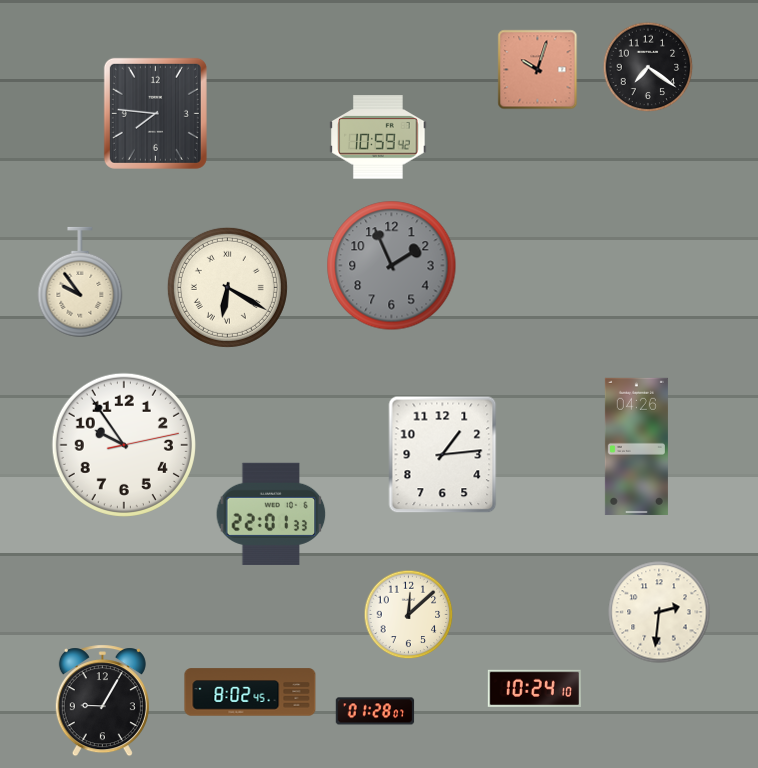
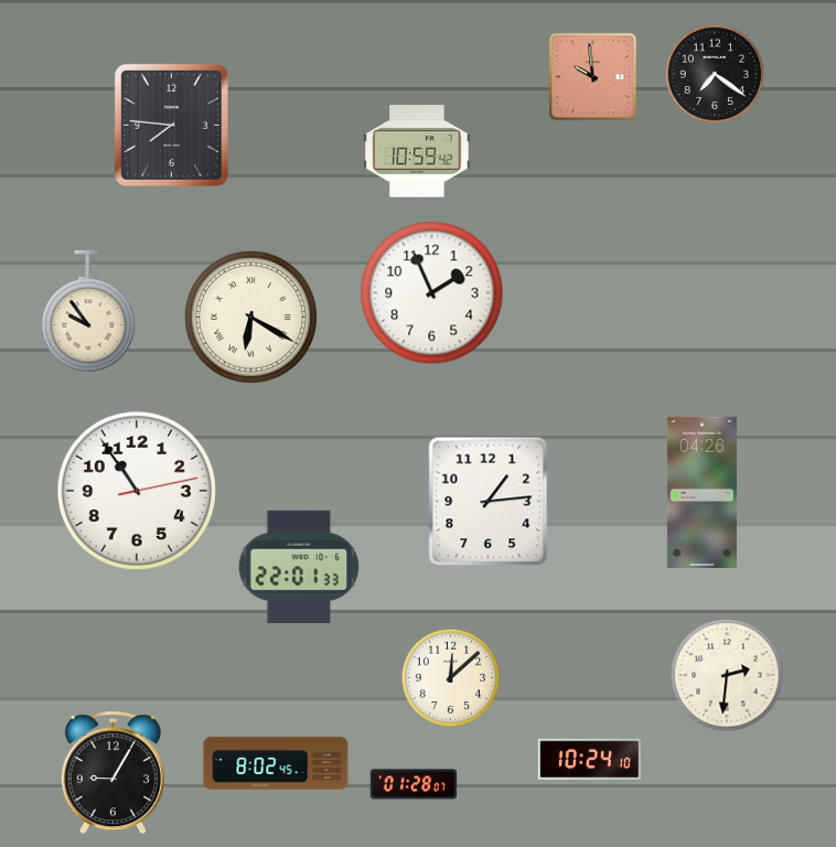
clock at (538, 70): 10:03 -> 9:59
clock at (392, 266) dial: grey -> white
clock at (124, 445): 9:54 -> 10:54
